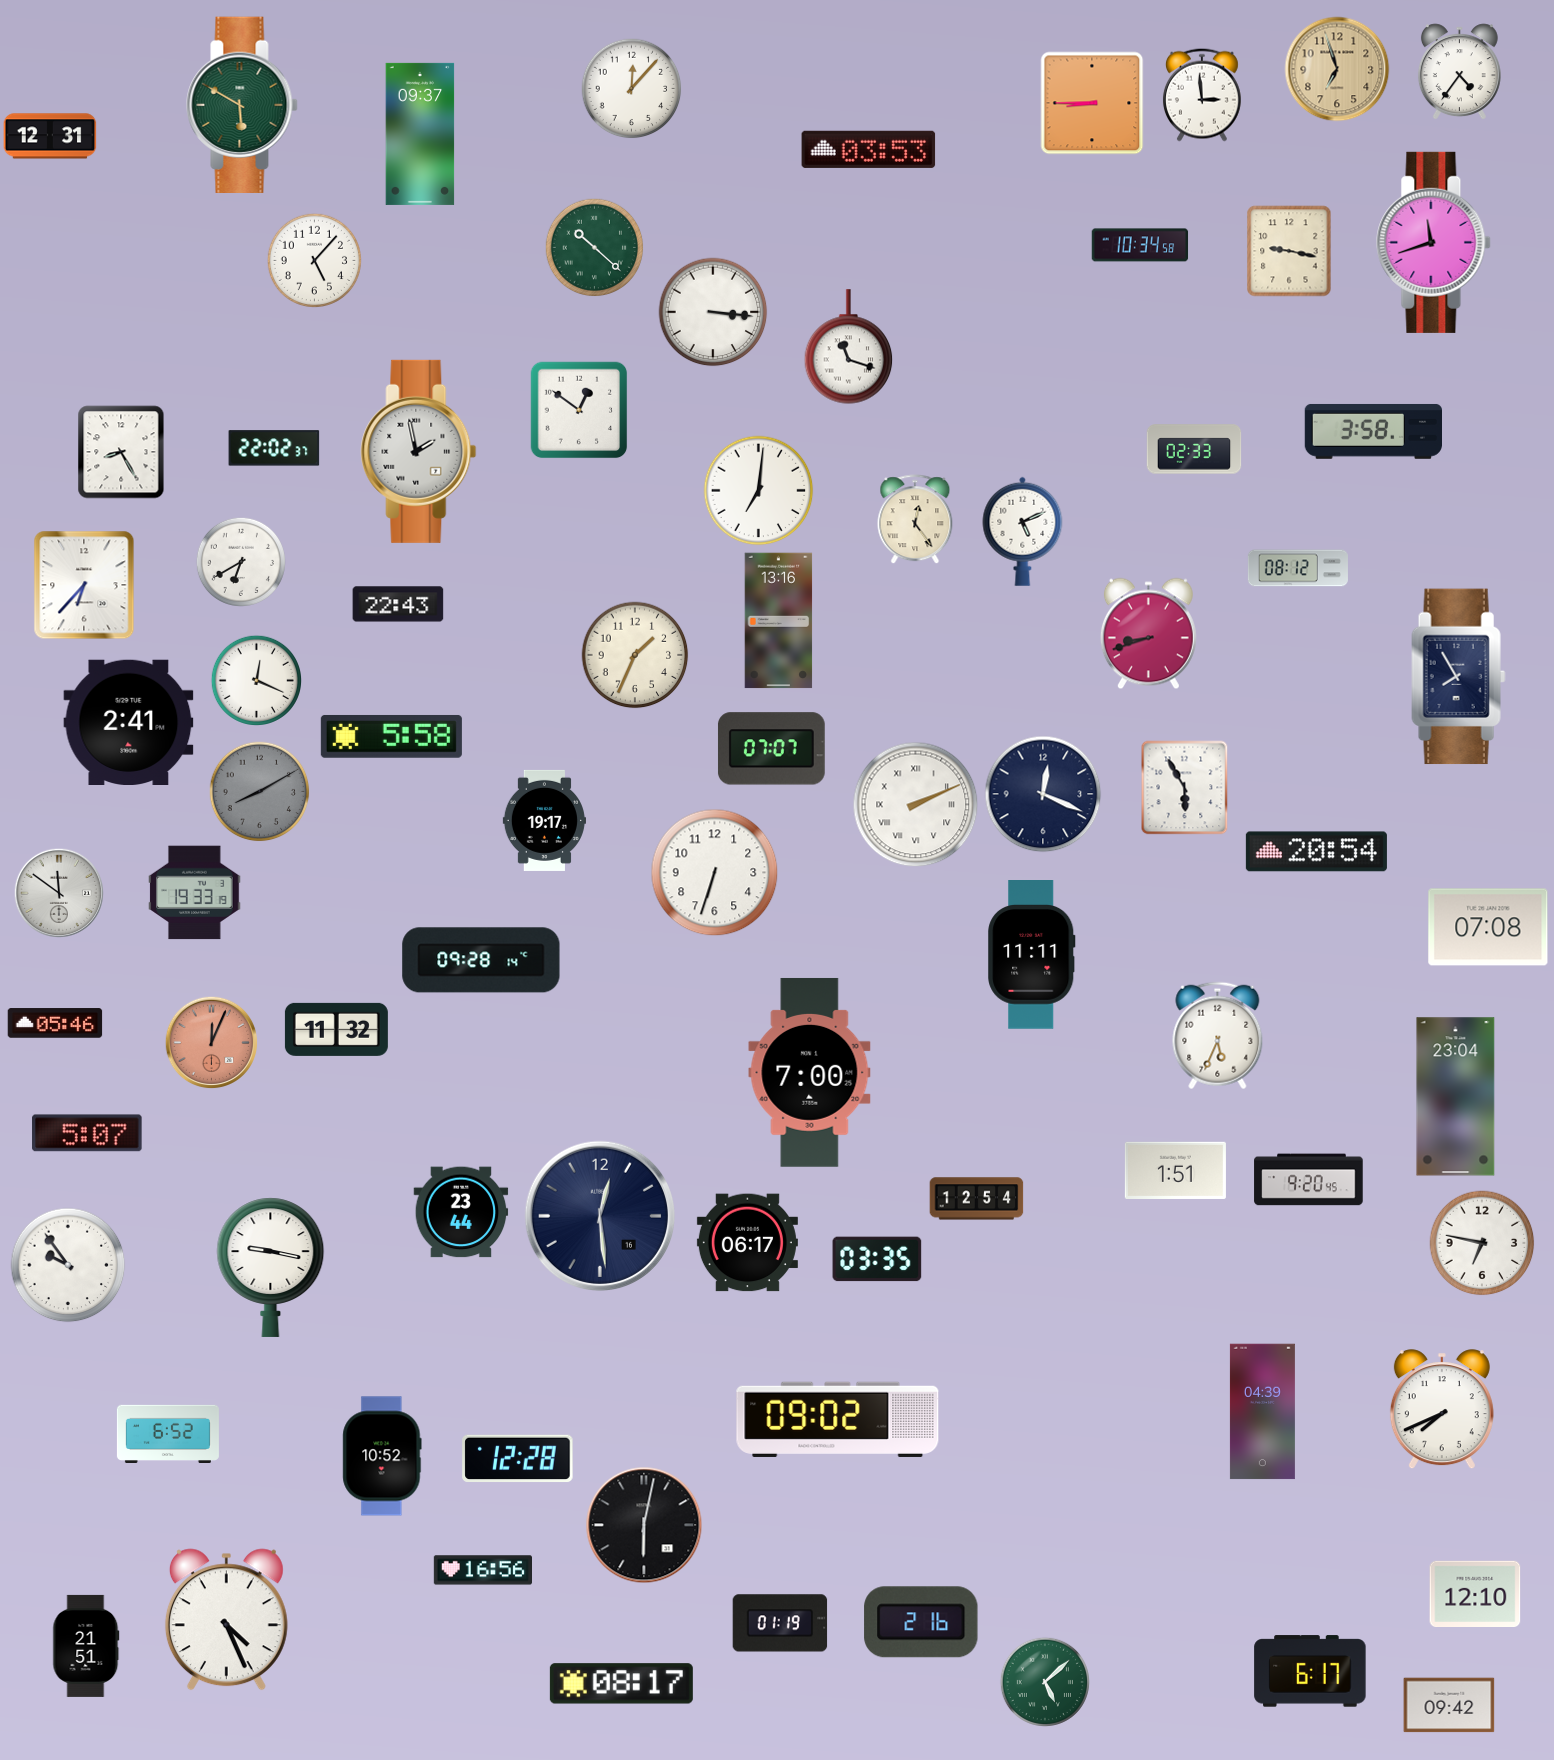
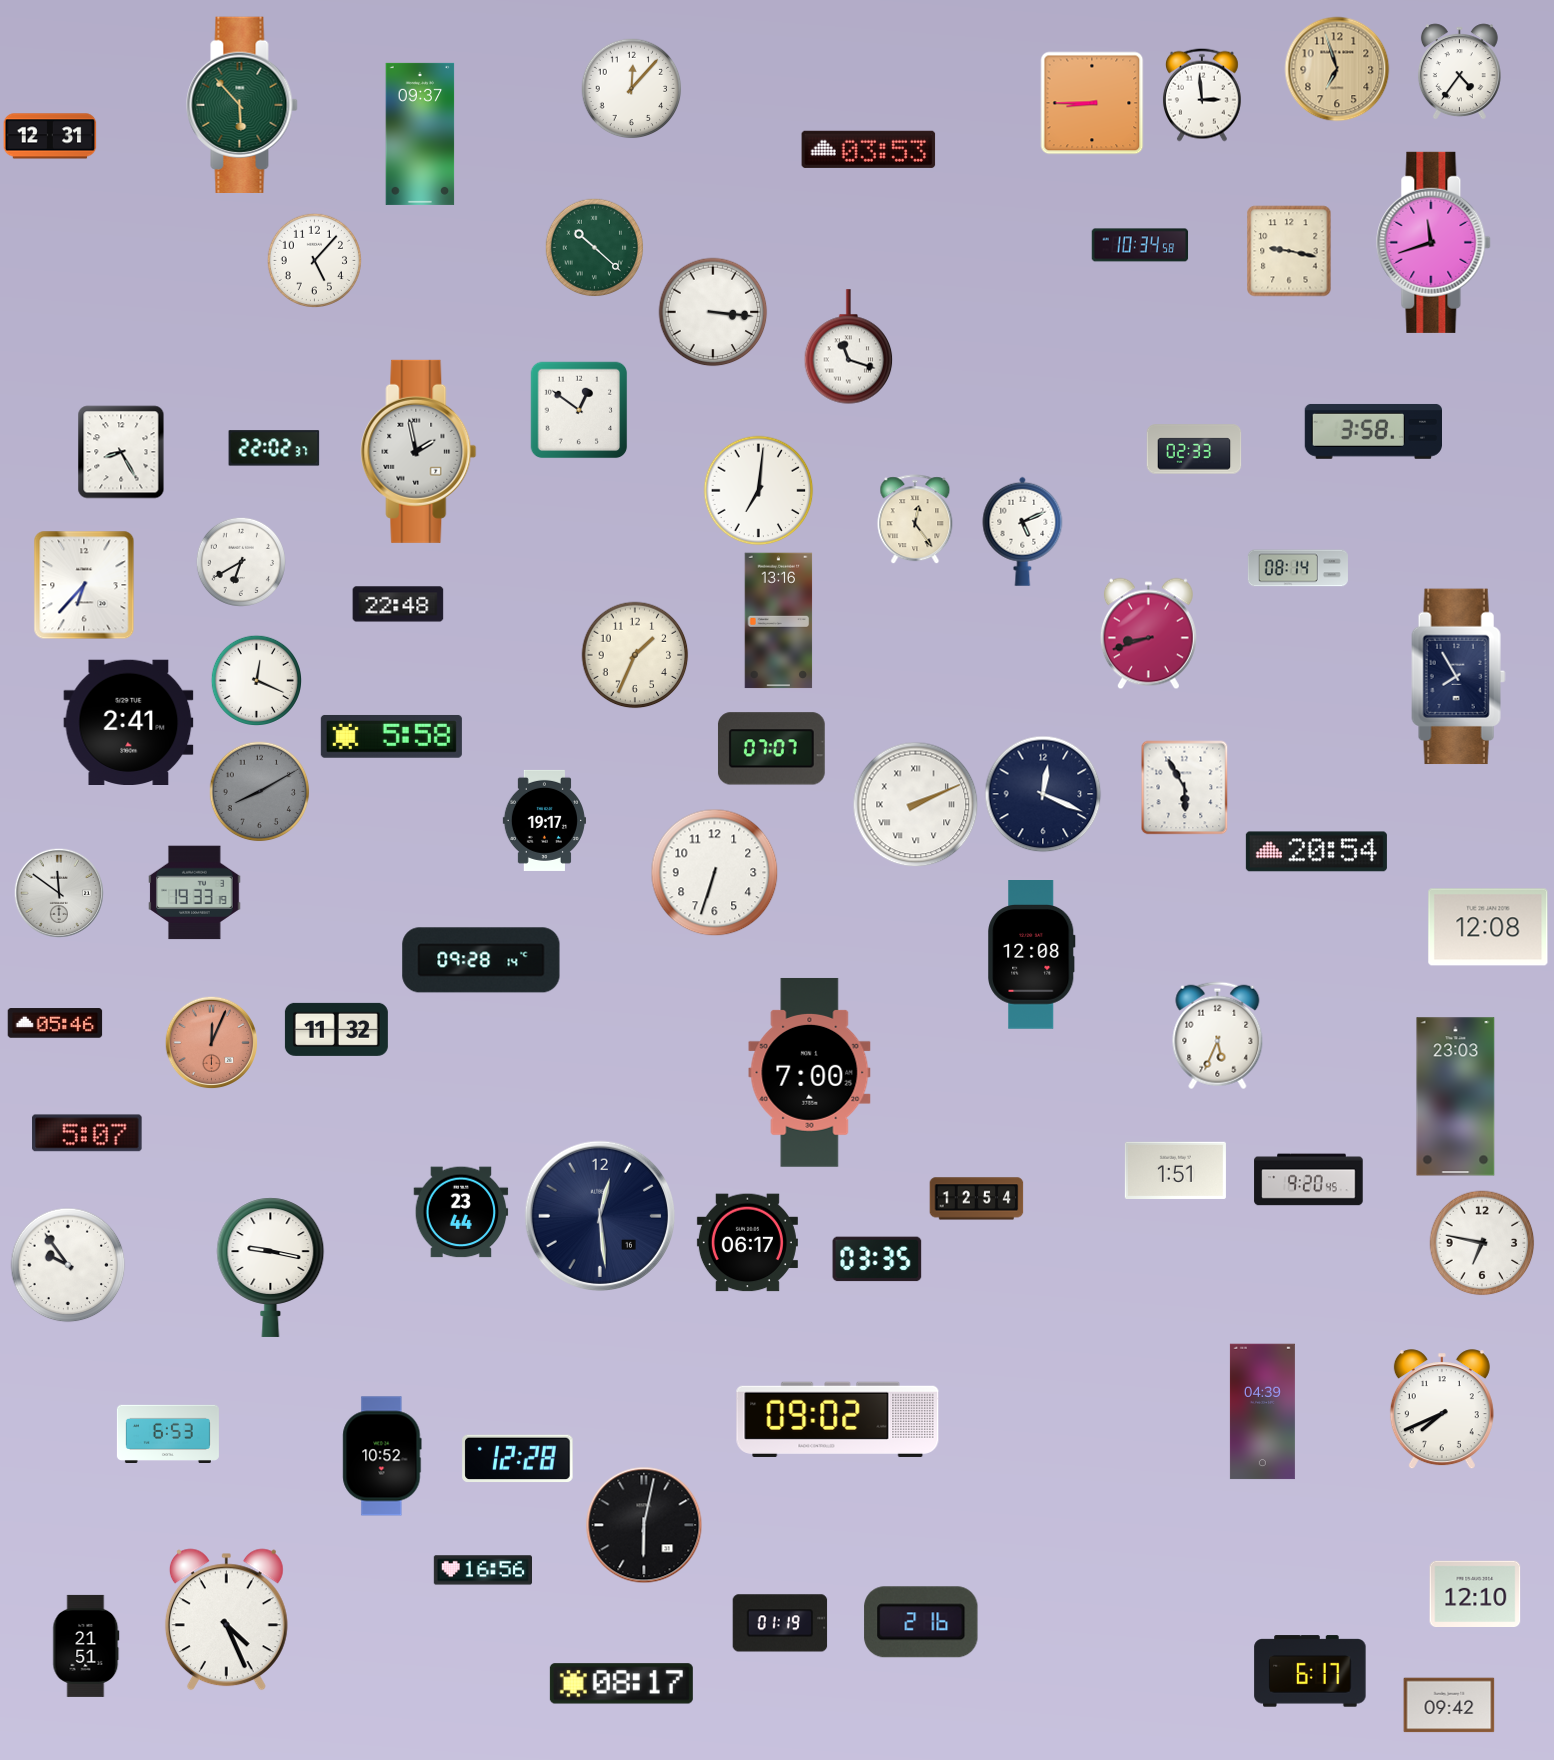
clock at (242, 104): 5:50 -> 5:53
clock at (1298, 568): 08:12 -> 08:14
clock at (398, 604): 22:43 -> 22:48
clock at (1488, 927): 07:08 -> 12:08
clock at (1032, 955): 11:11 -> 12:08
clock at (1456, 1097): 23:04 -> 23:03
clock at (168, 1433): 6:52 -> 6:53
clock at (1044, 1681): 5:08 -> none
